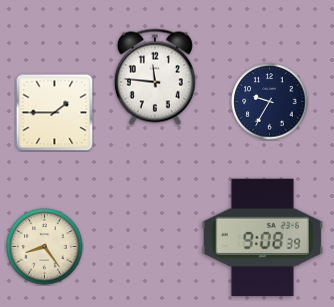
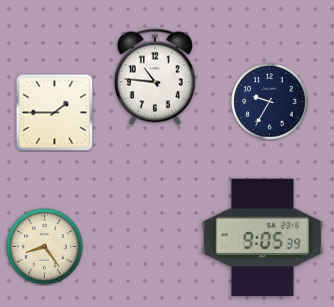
clock at (155, 77): 11:46 -> 10:46
clock at (263, 238): 9:08 -> 9:05
